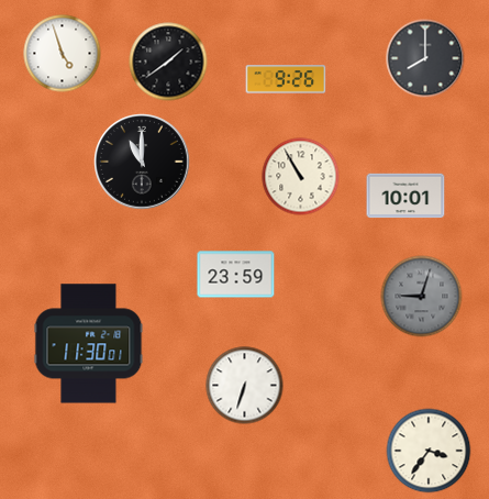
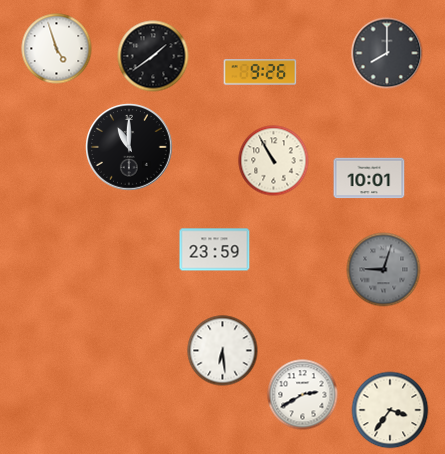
clock at (89, 344): 11:30 -> none
clock at (245, 386): 6:33 -> 6:29
clock at (303, 395): none -> 2:40
